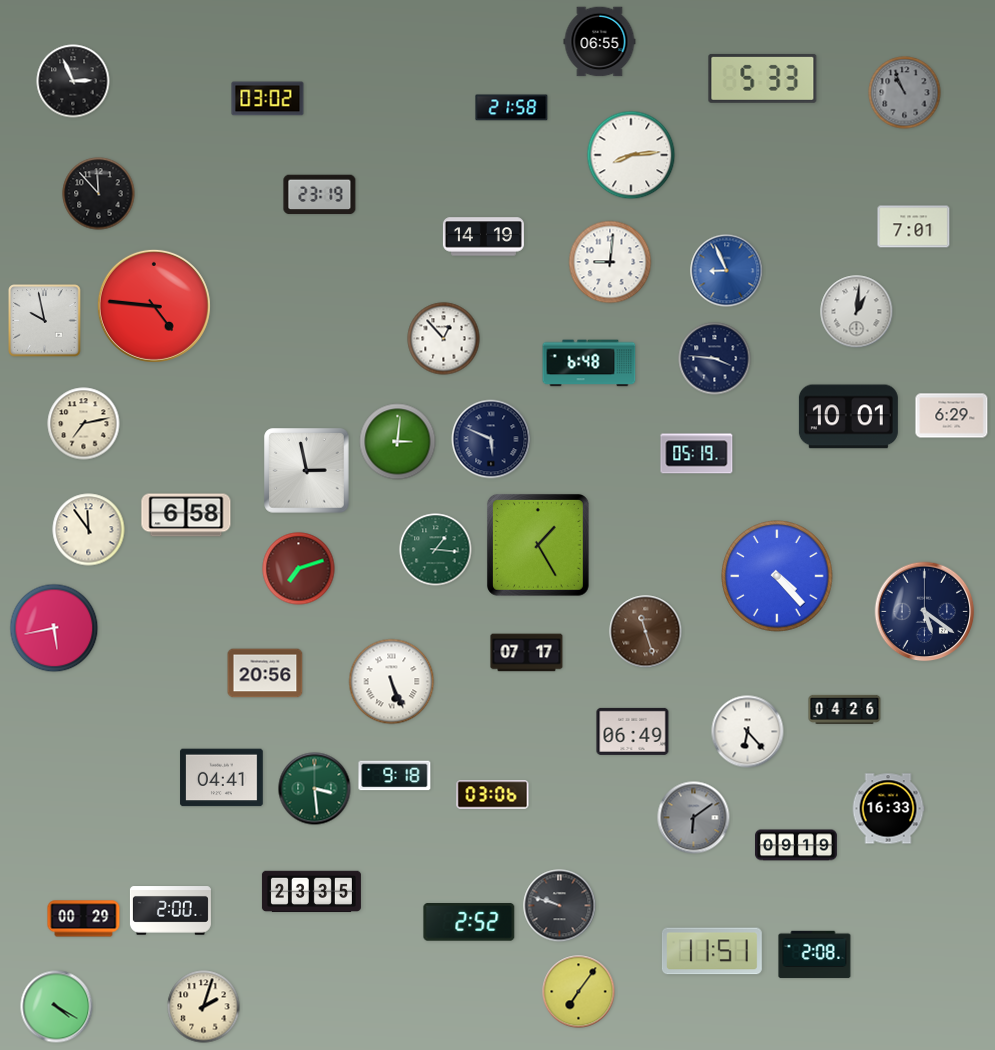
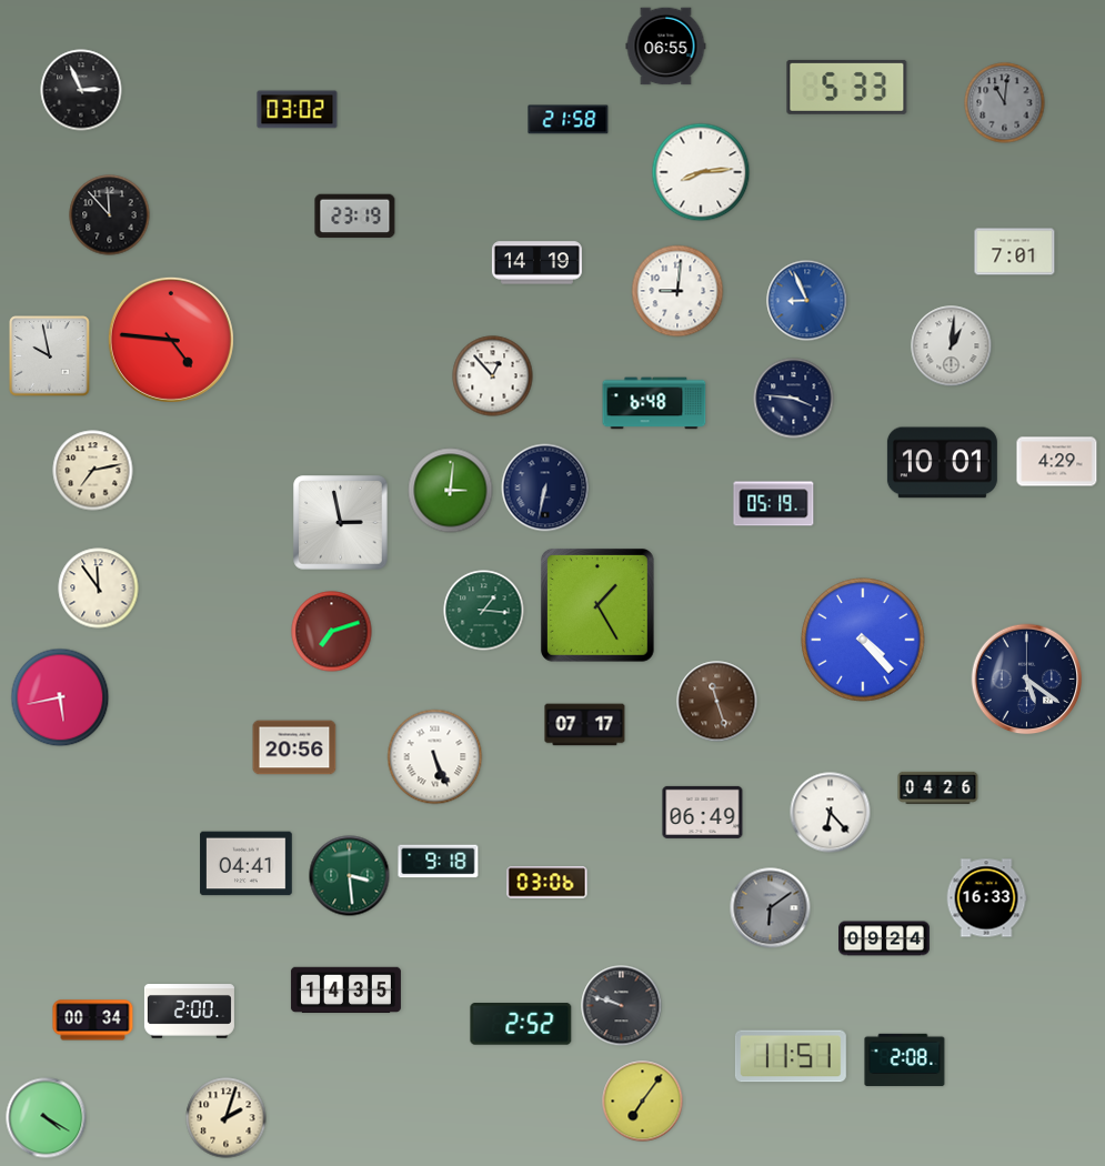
clock at (905, 93): 10:56 -> 11:01
clock at (952, 416): 6:29 -> 4:29
clock at (491, 439): 5:49 -> 6:32
clock at (398, 442) position: (398, 442) -> (451, 491)
clock at (186, 515): 6:58 -> none
clock at (797, 845): 09:19 -> 09:24
clock at (311, 892): 23:35 -> 14:35
clock at (84, 919): 00:29 -> 00:34
clock at (57, 1007) position: (57, 1007) -> (47, 1118)
